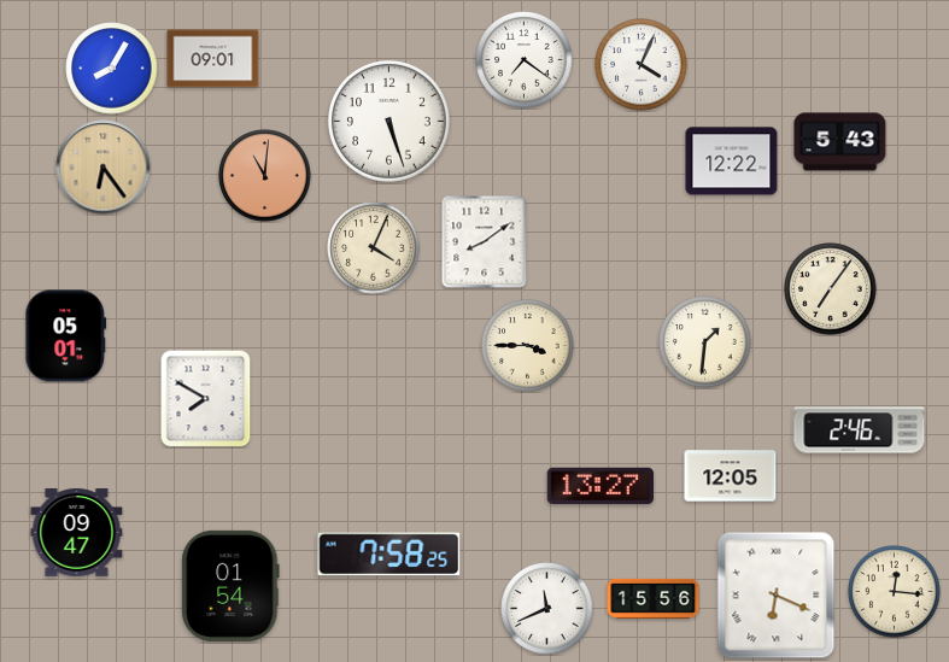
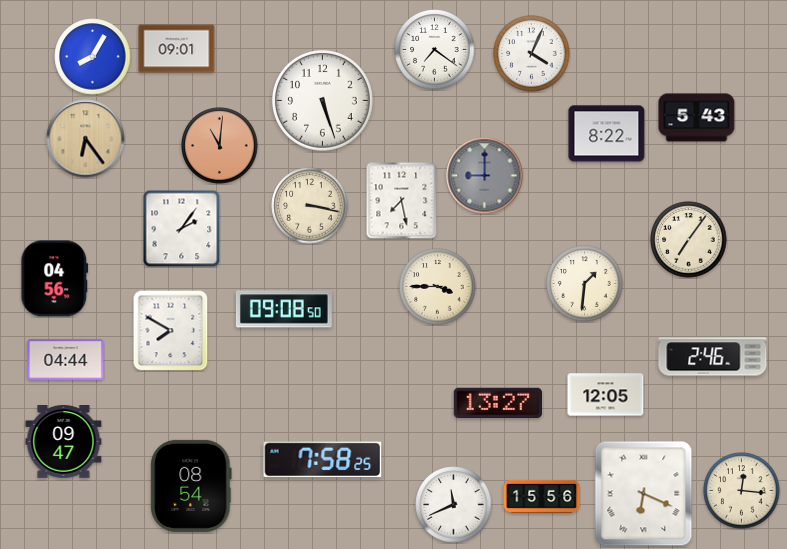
clock at (732, 162): 12:22 -> 8:22
clock at (485, 176): none -> 9:00
clock at (485, 241): 8:09 -> 7:28
clock at (374, 248): 4:04 -> 3:17
clock at (181, 228): none -> 2:06
clock at (66, 336): 05:01 -> 04:56
clock at (284, 309): none -> 09:08
clock at (66, 360): none -> 04:44
clock at (230, 586): 01:54 -> 08:54
